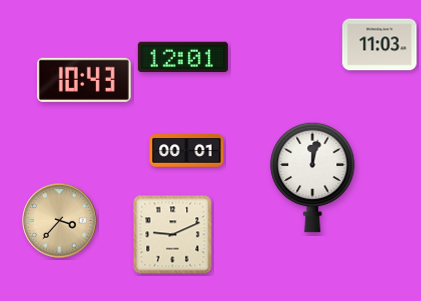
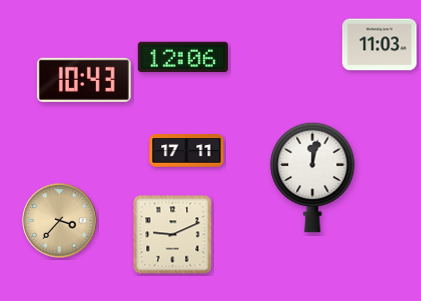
clock at (183, 57): 12:01 -> 12:06
clock at (187, 151): 00:01 -> 17:11
